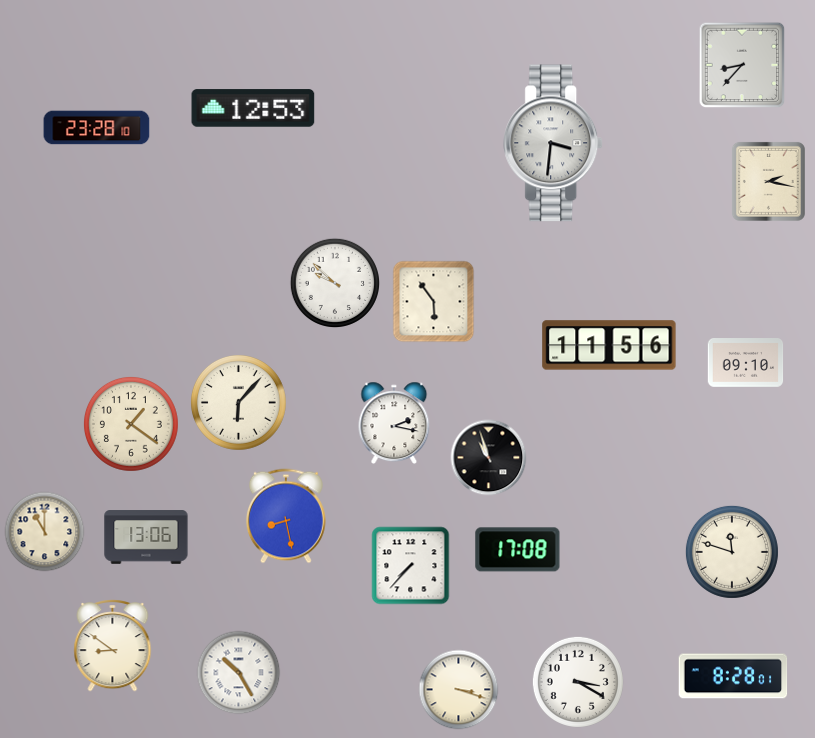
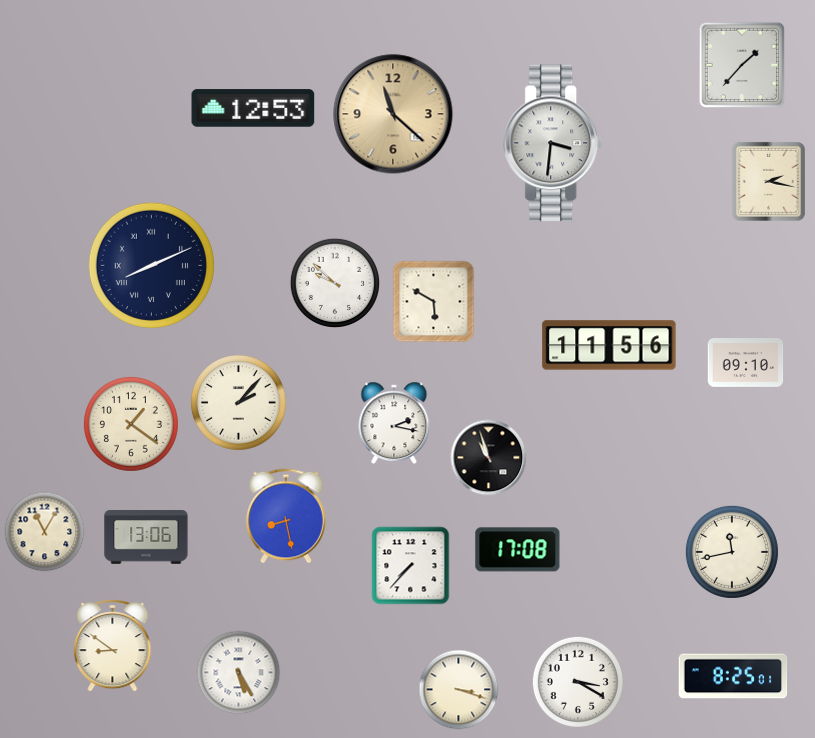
clock at (742, 65): 8:37 -> 1:37
clock at (393, 114): none -> 11:22
clock at (97, 128): 23:28 -> none
clock at (151, 265): none -> 8:11
clock at (434, 302): 5:54 -> 5:50
clock at (239, 403): 6:07 -> 2:07
clock at (45, 532): 11:00 -> 11:05
clock at (732, 552): 11:48 -> 11:43
clock at (239, 673): 10:25 -> 5:25
clock at (733, 676): 8:28 -> 8:25
